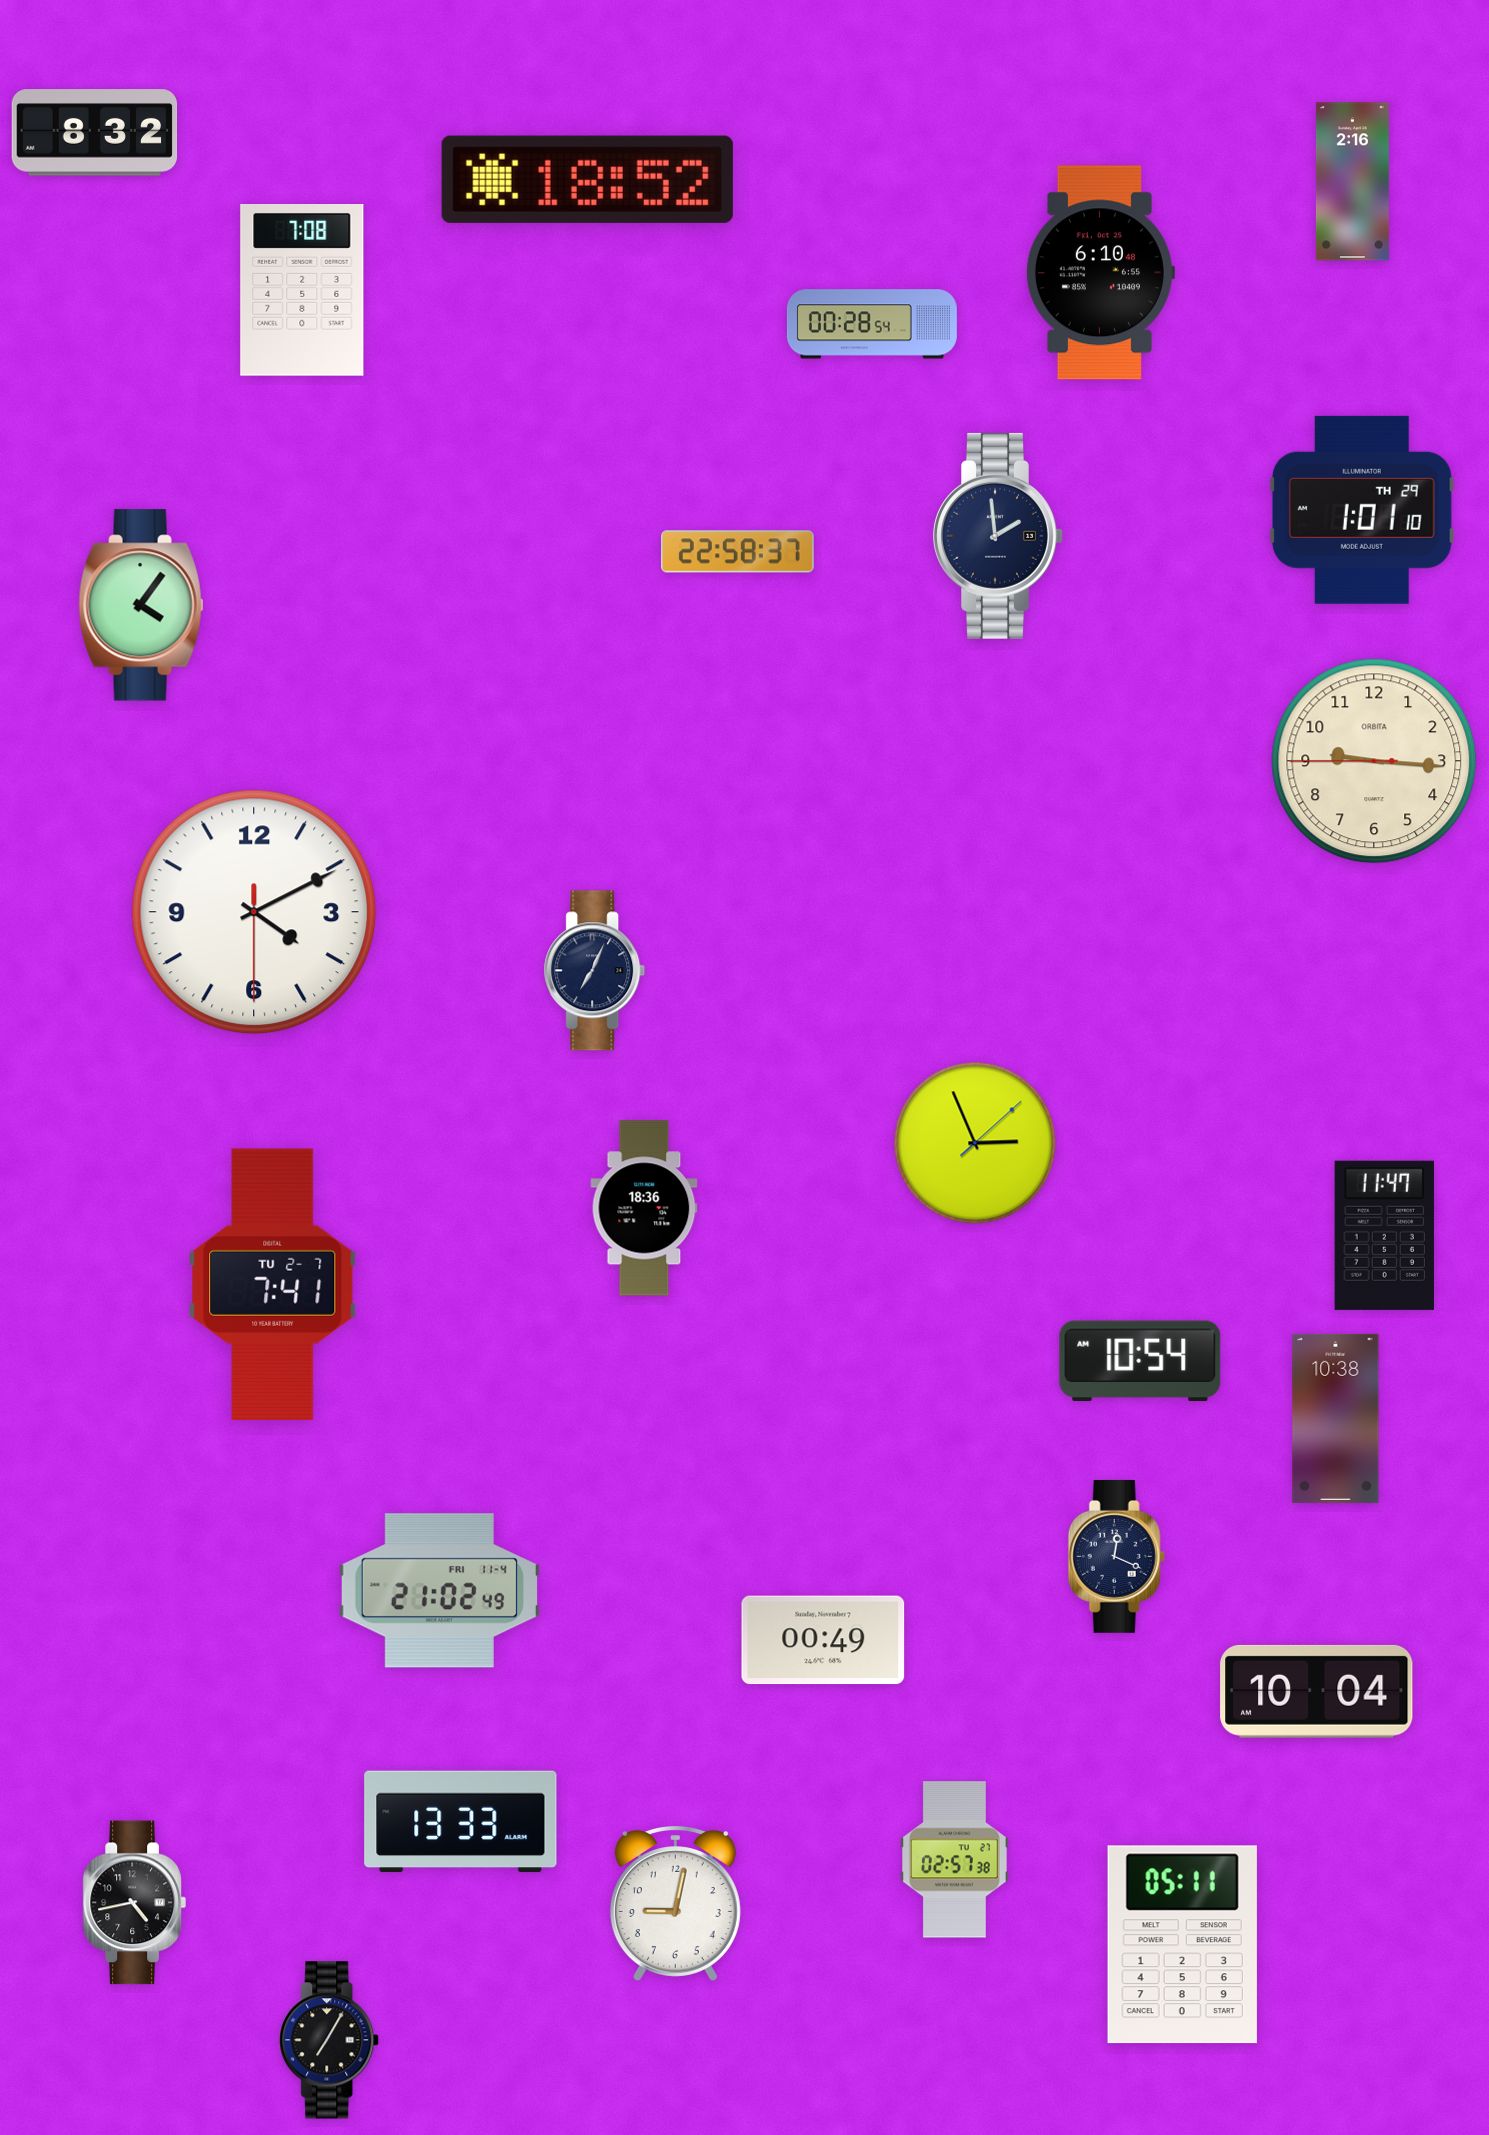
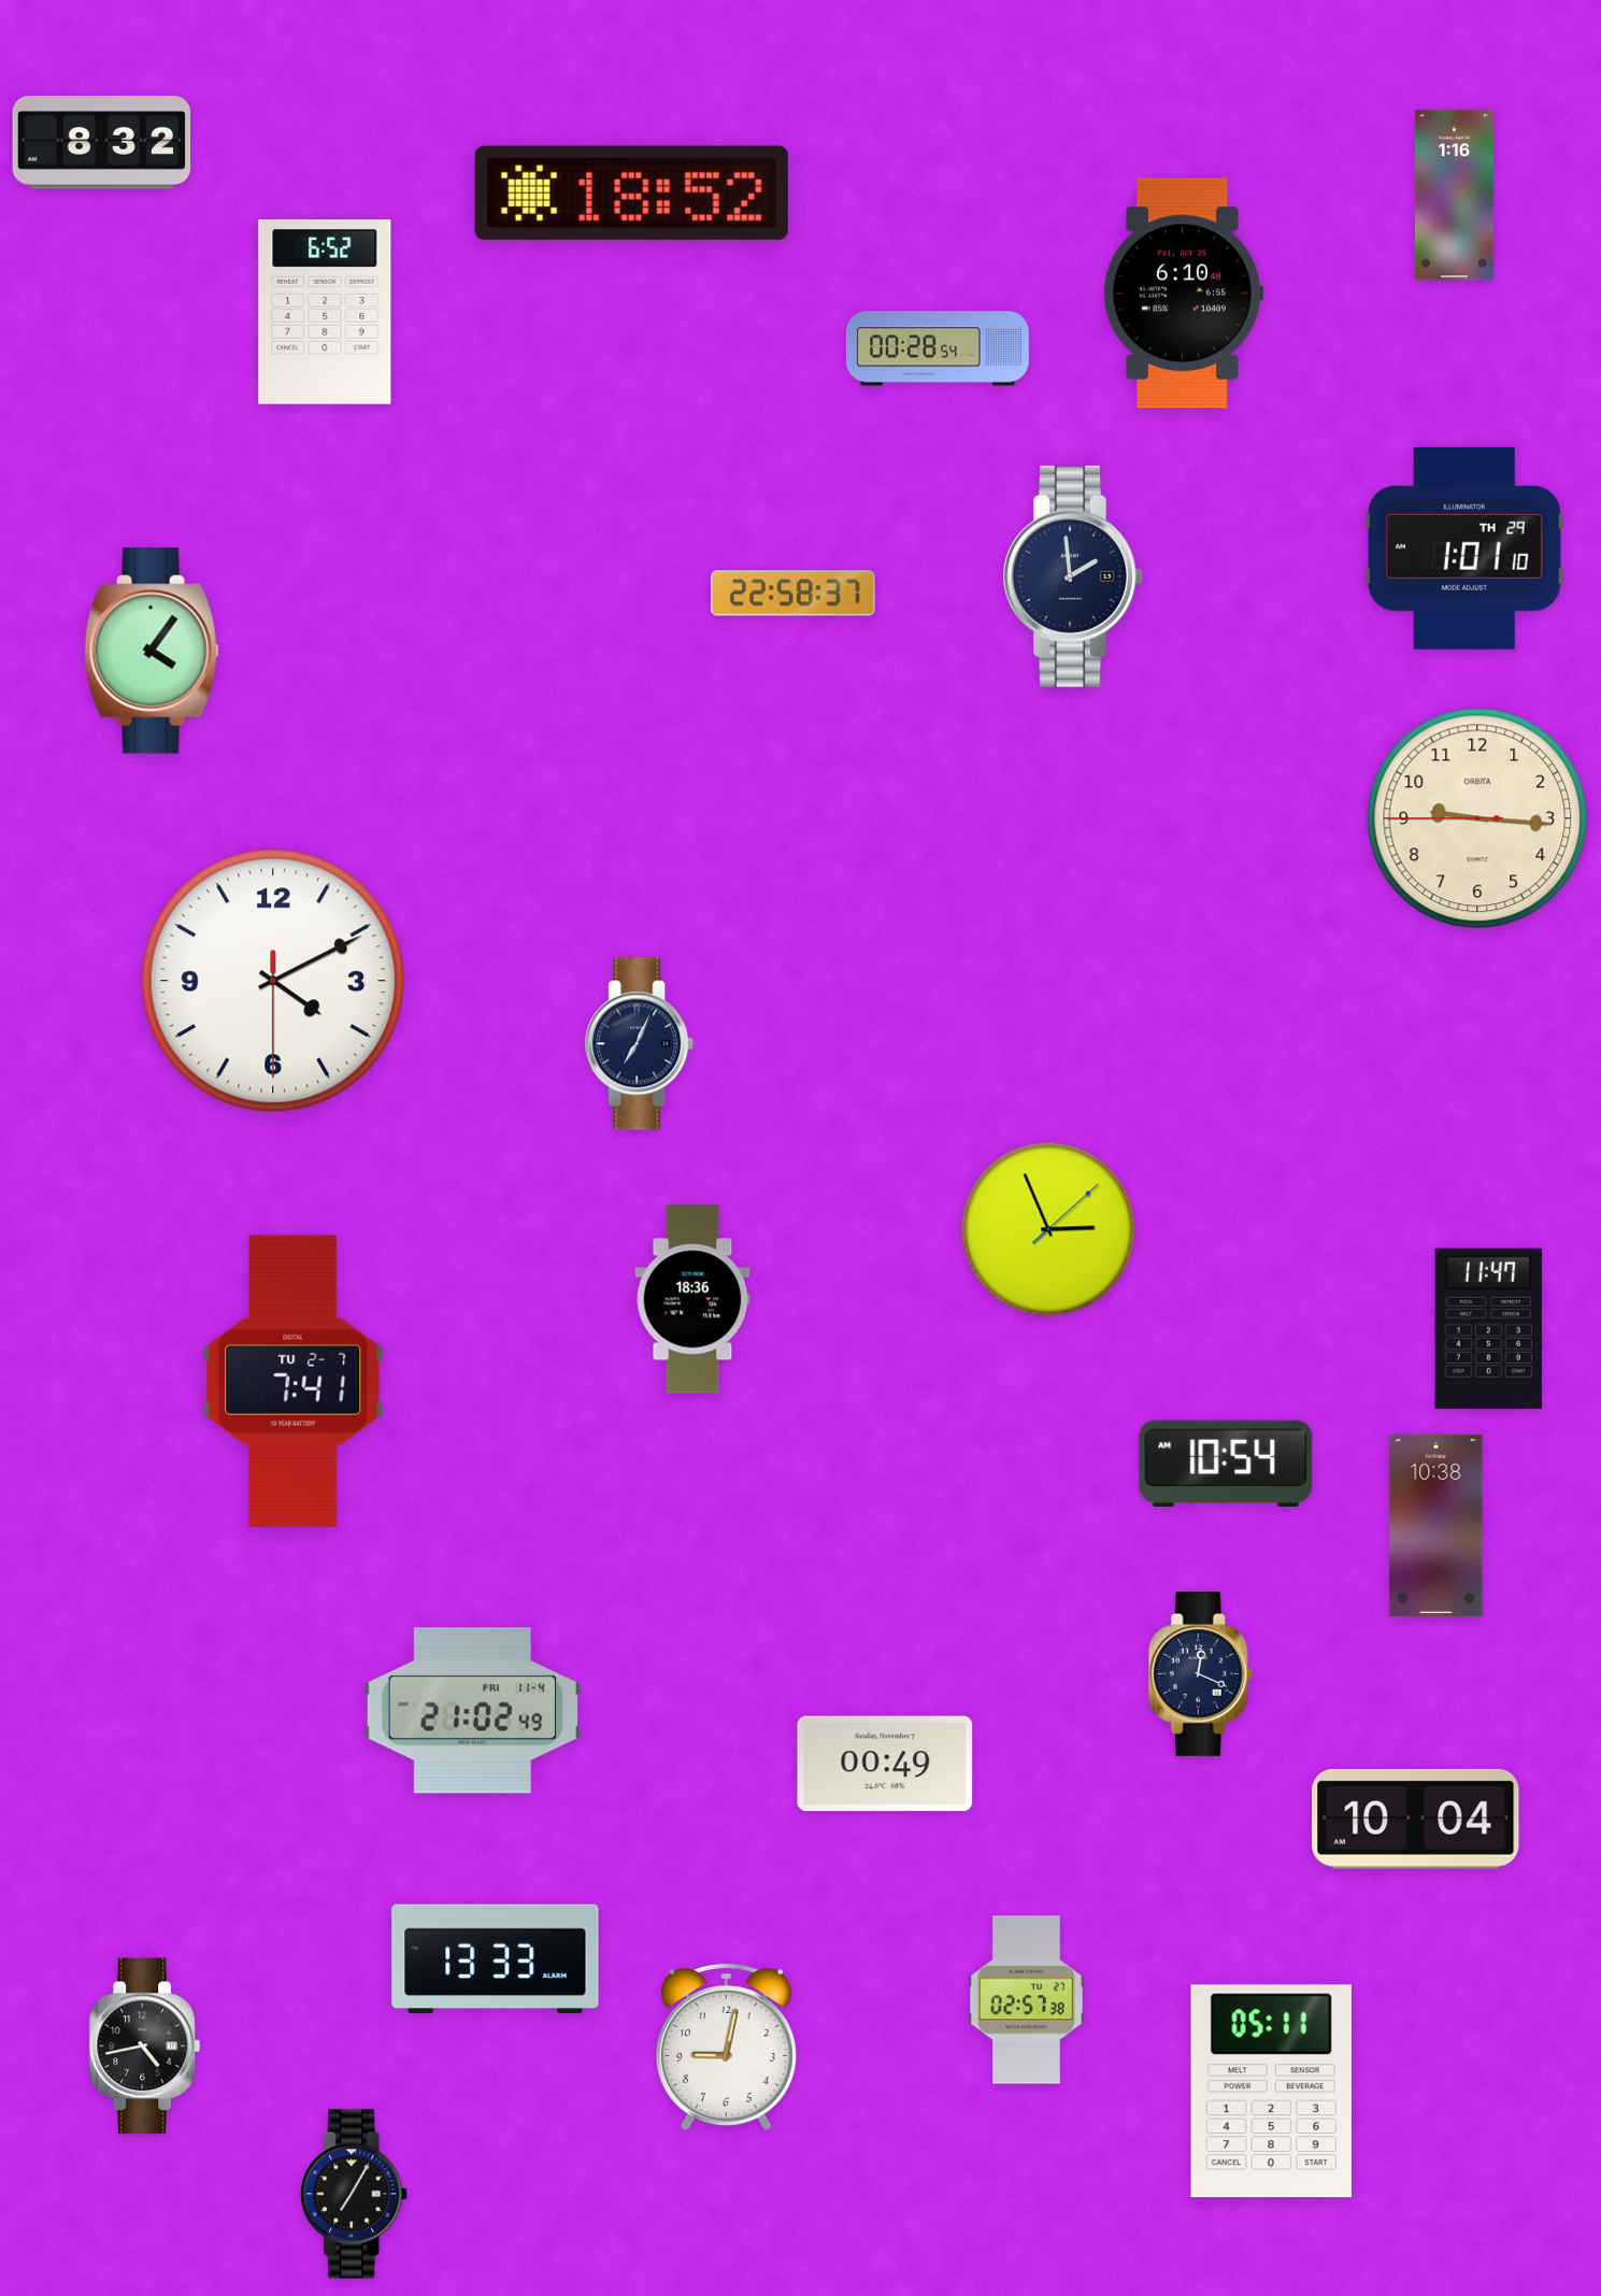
clock at (1352, 182): 2:16 -> 1:16
clock at (302, 291): 7:08 -> 6:52
